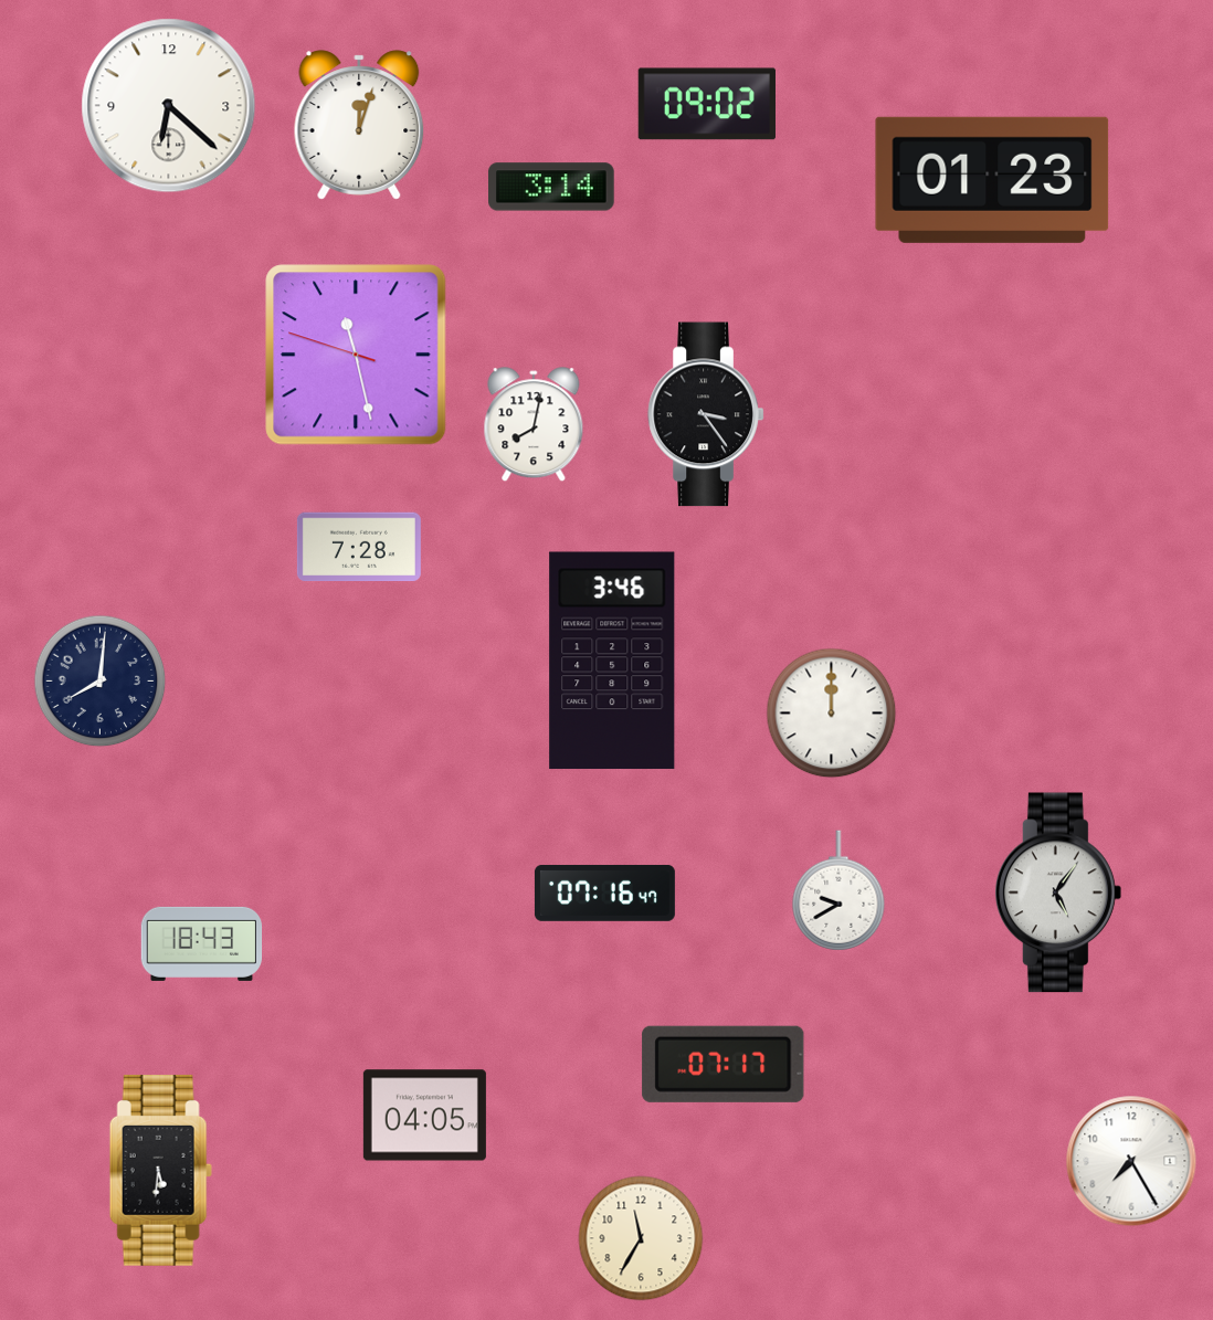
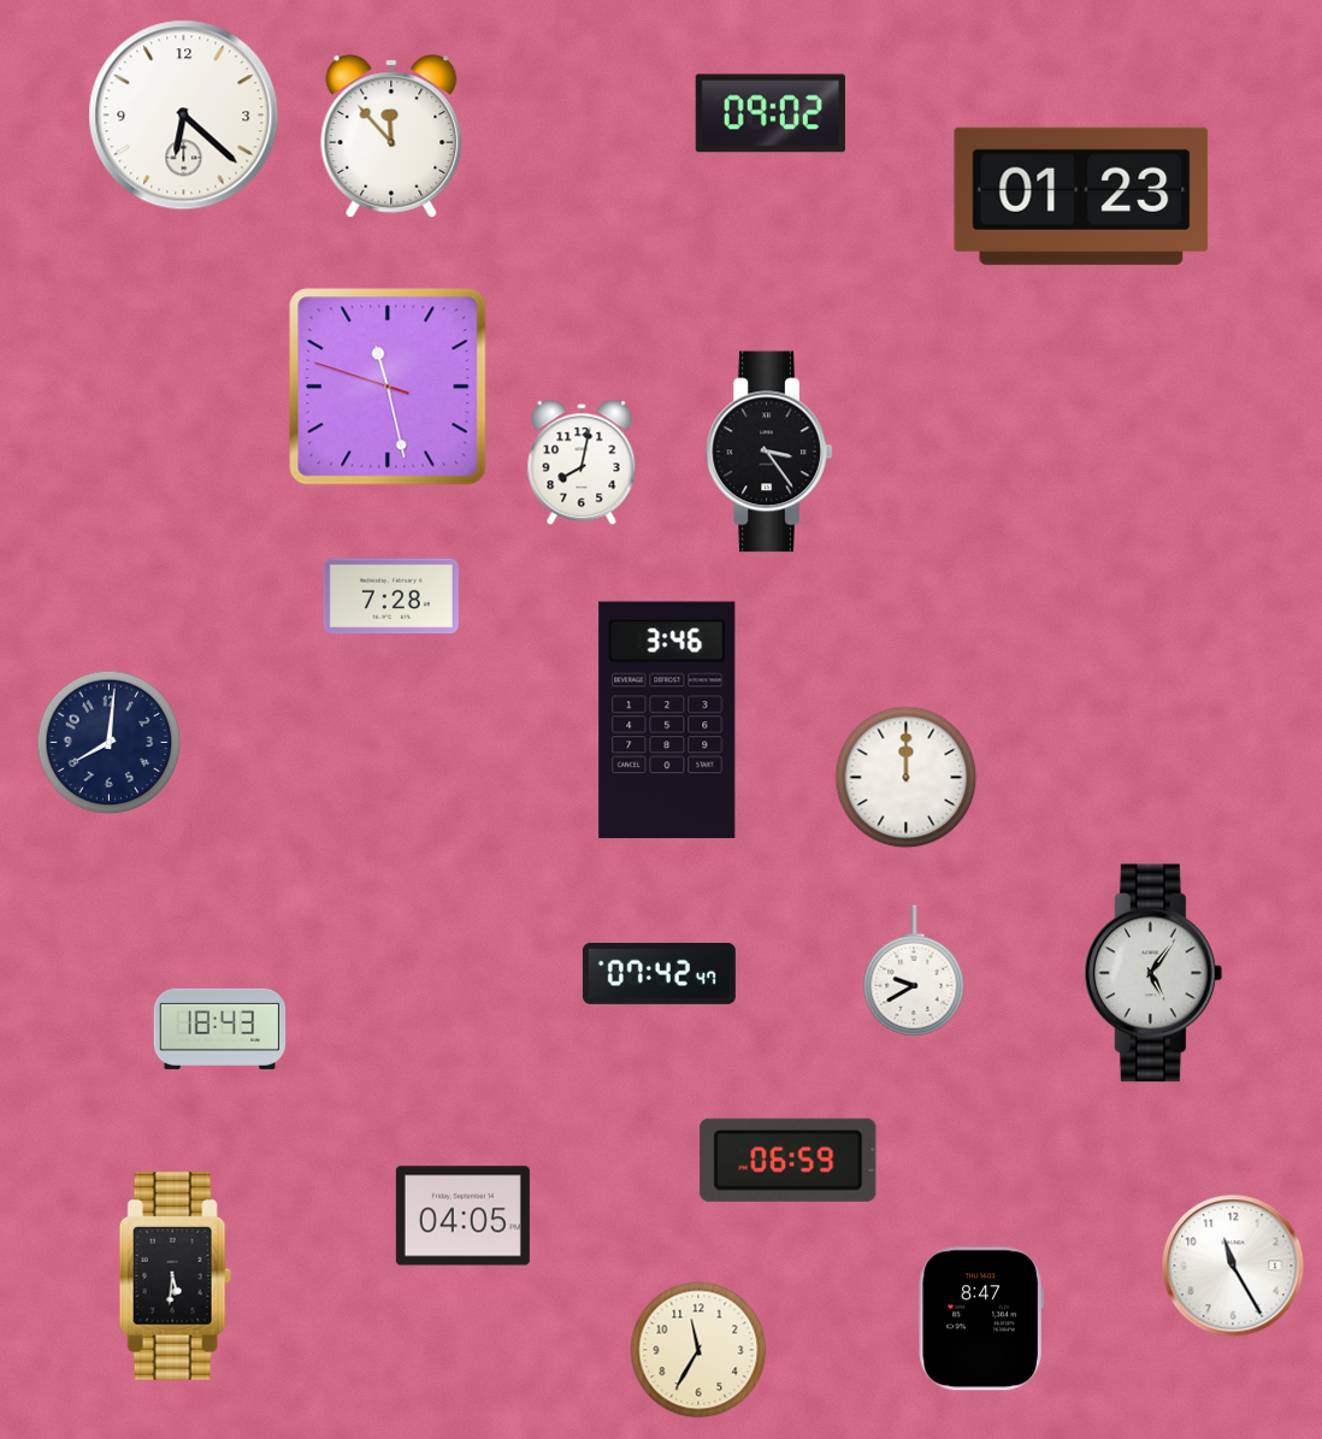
clock at (359, 125): 12:03 -> 11:53
clock at (552, 187): 3:14 -> none
clock at (604, 893): 07:16 -> 07:42
clock at (724, 1064): 07:17 -> 06:59
clock at (1131, 1161): 7:25 -> 11:25
clock at (981, 1319): none -> 8:47
